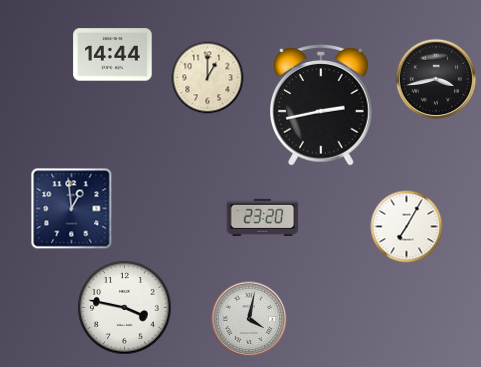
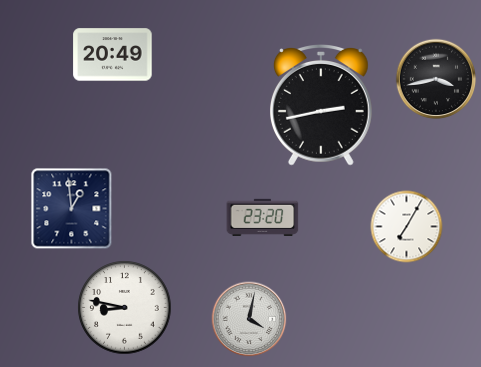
clock at (113, 55): 14:44 -> 20:49
clock at (208, 78): 1:00 -> none
clock at (125, 308): 3:47 -> 8:47
